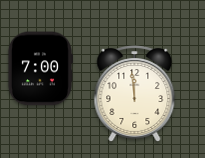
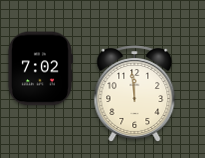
clock at (40, 69): 7:00 -> 7:02
